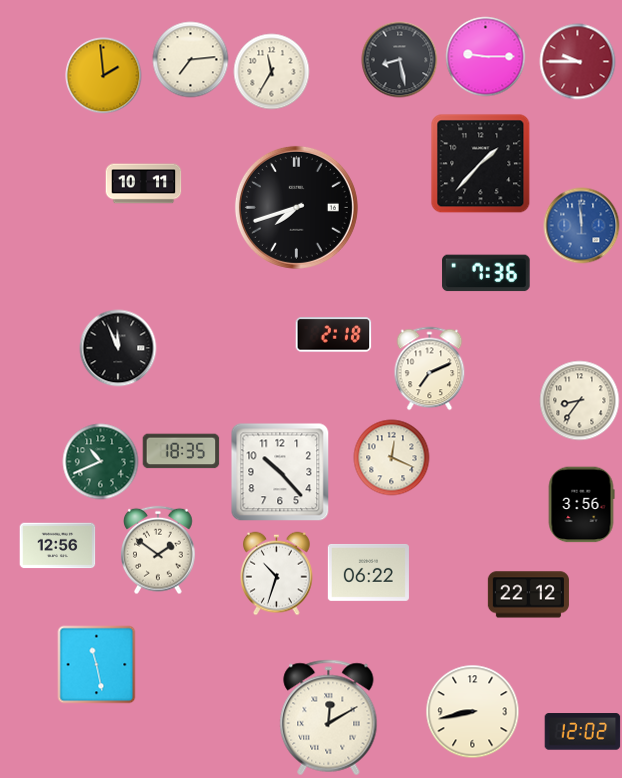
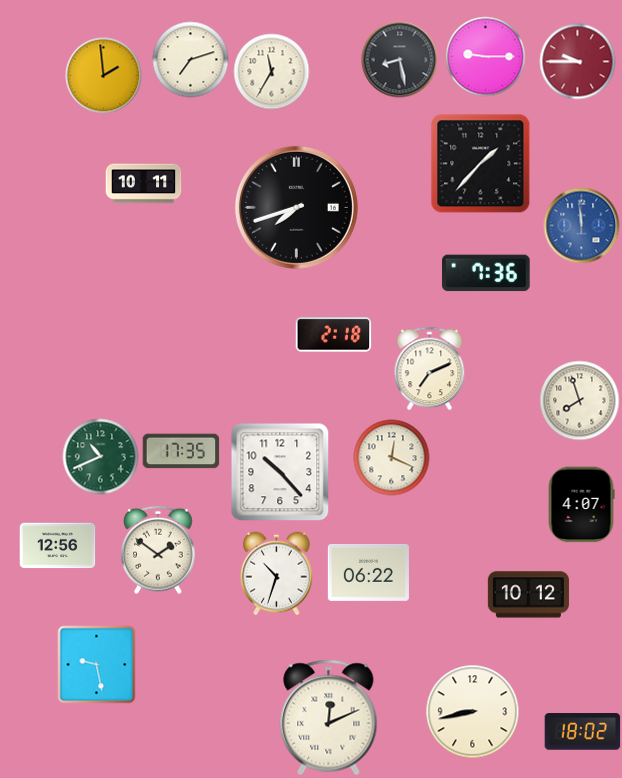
clock at (191, 60): 7:14 -> 7:12
clock at (118, 348): 11:56 -> none
clock at (580, 401): 8:36 -> 7:57
clock at (181, 451): 18:35 -> 17:35
clock at (101, 462) position: (101, 462) -> (101, 457)
clock at (581, 505): 3:56 -> 4:07
clock at (528, 595): 22:12 -> 10:12
clock at (97, 665): 11:28 -> 9:28
clock at (329, 718): 12:10 -> 12:11
clock at (583, 732): 12:02 -> 18:02
